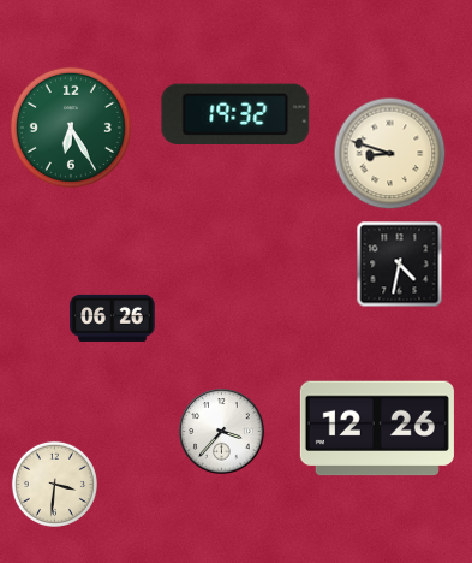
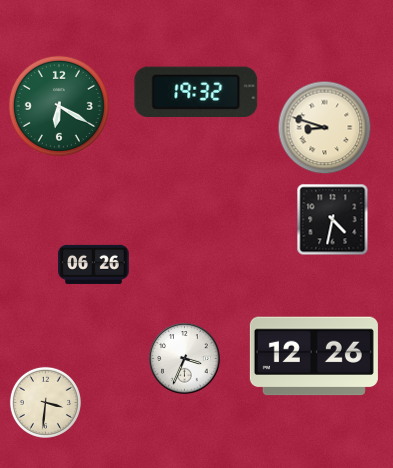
clock at (235, 113) position: (235, 113) -> (196, 91)
clock at (71, 128): 6:25 -> 6:20
clock at (222, 432): 3:37 -> 3:34
